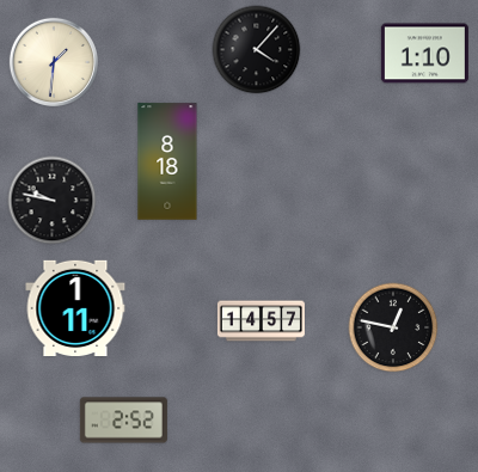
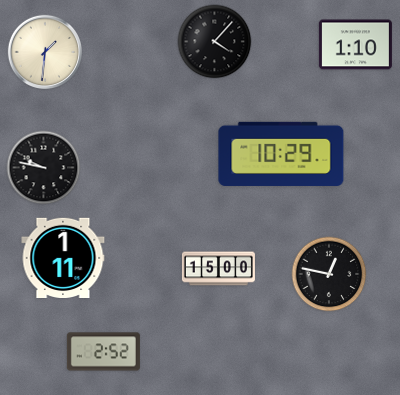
clock at (167, 161): 8:18 -> none
clock at (281, 154): none -> 10:29
clock at (261, 321): 14:57 -> 15:00
